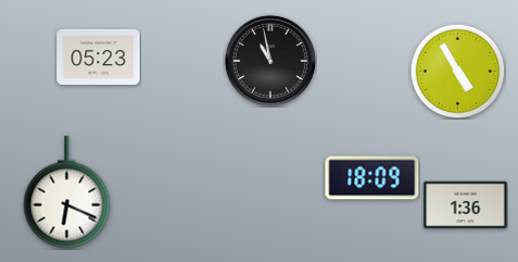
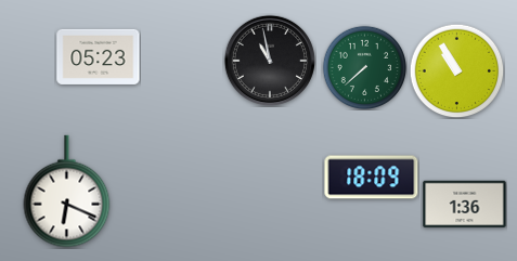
clock at (364, 67): none -> 7:38
clock at (457, 71): 4:55 -> 10:55
